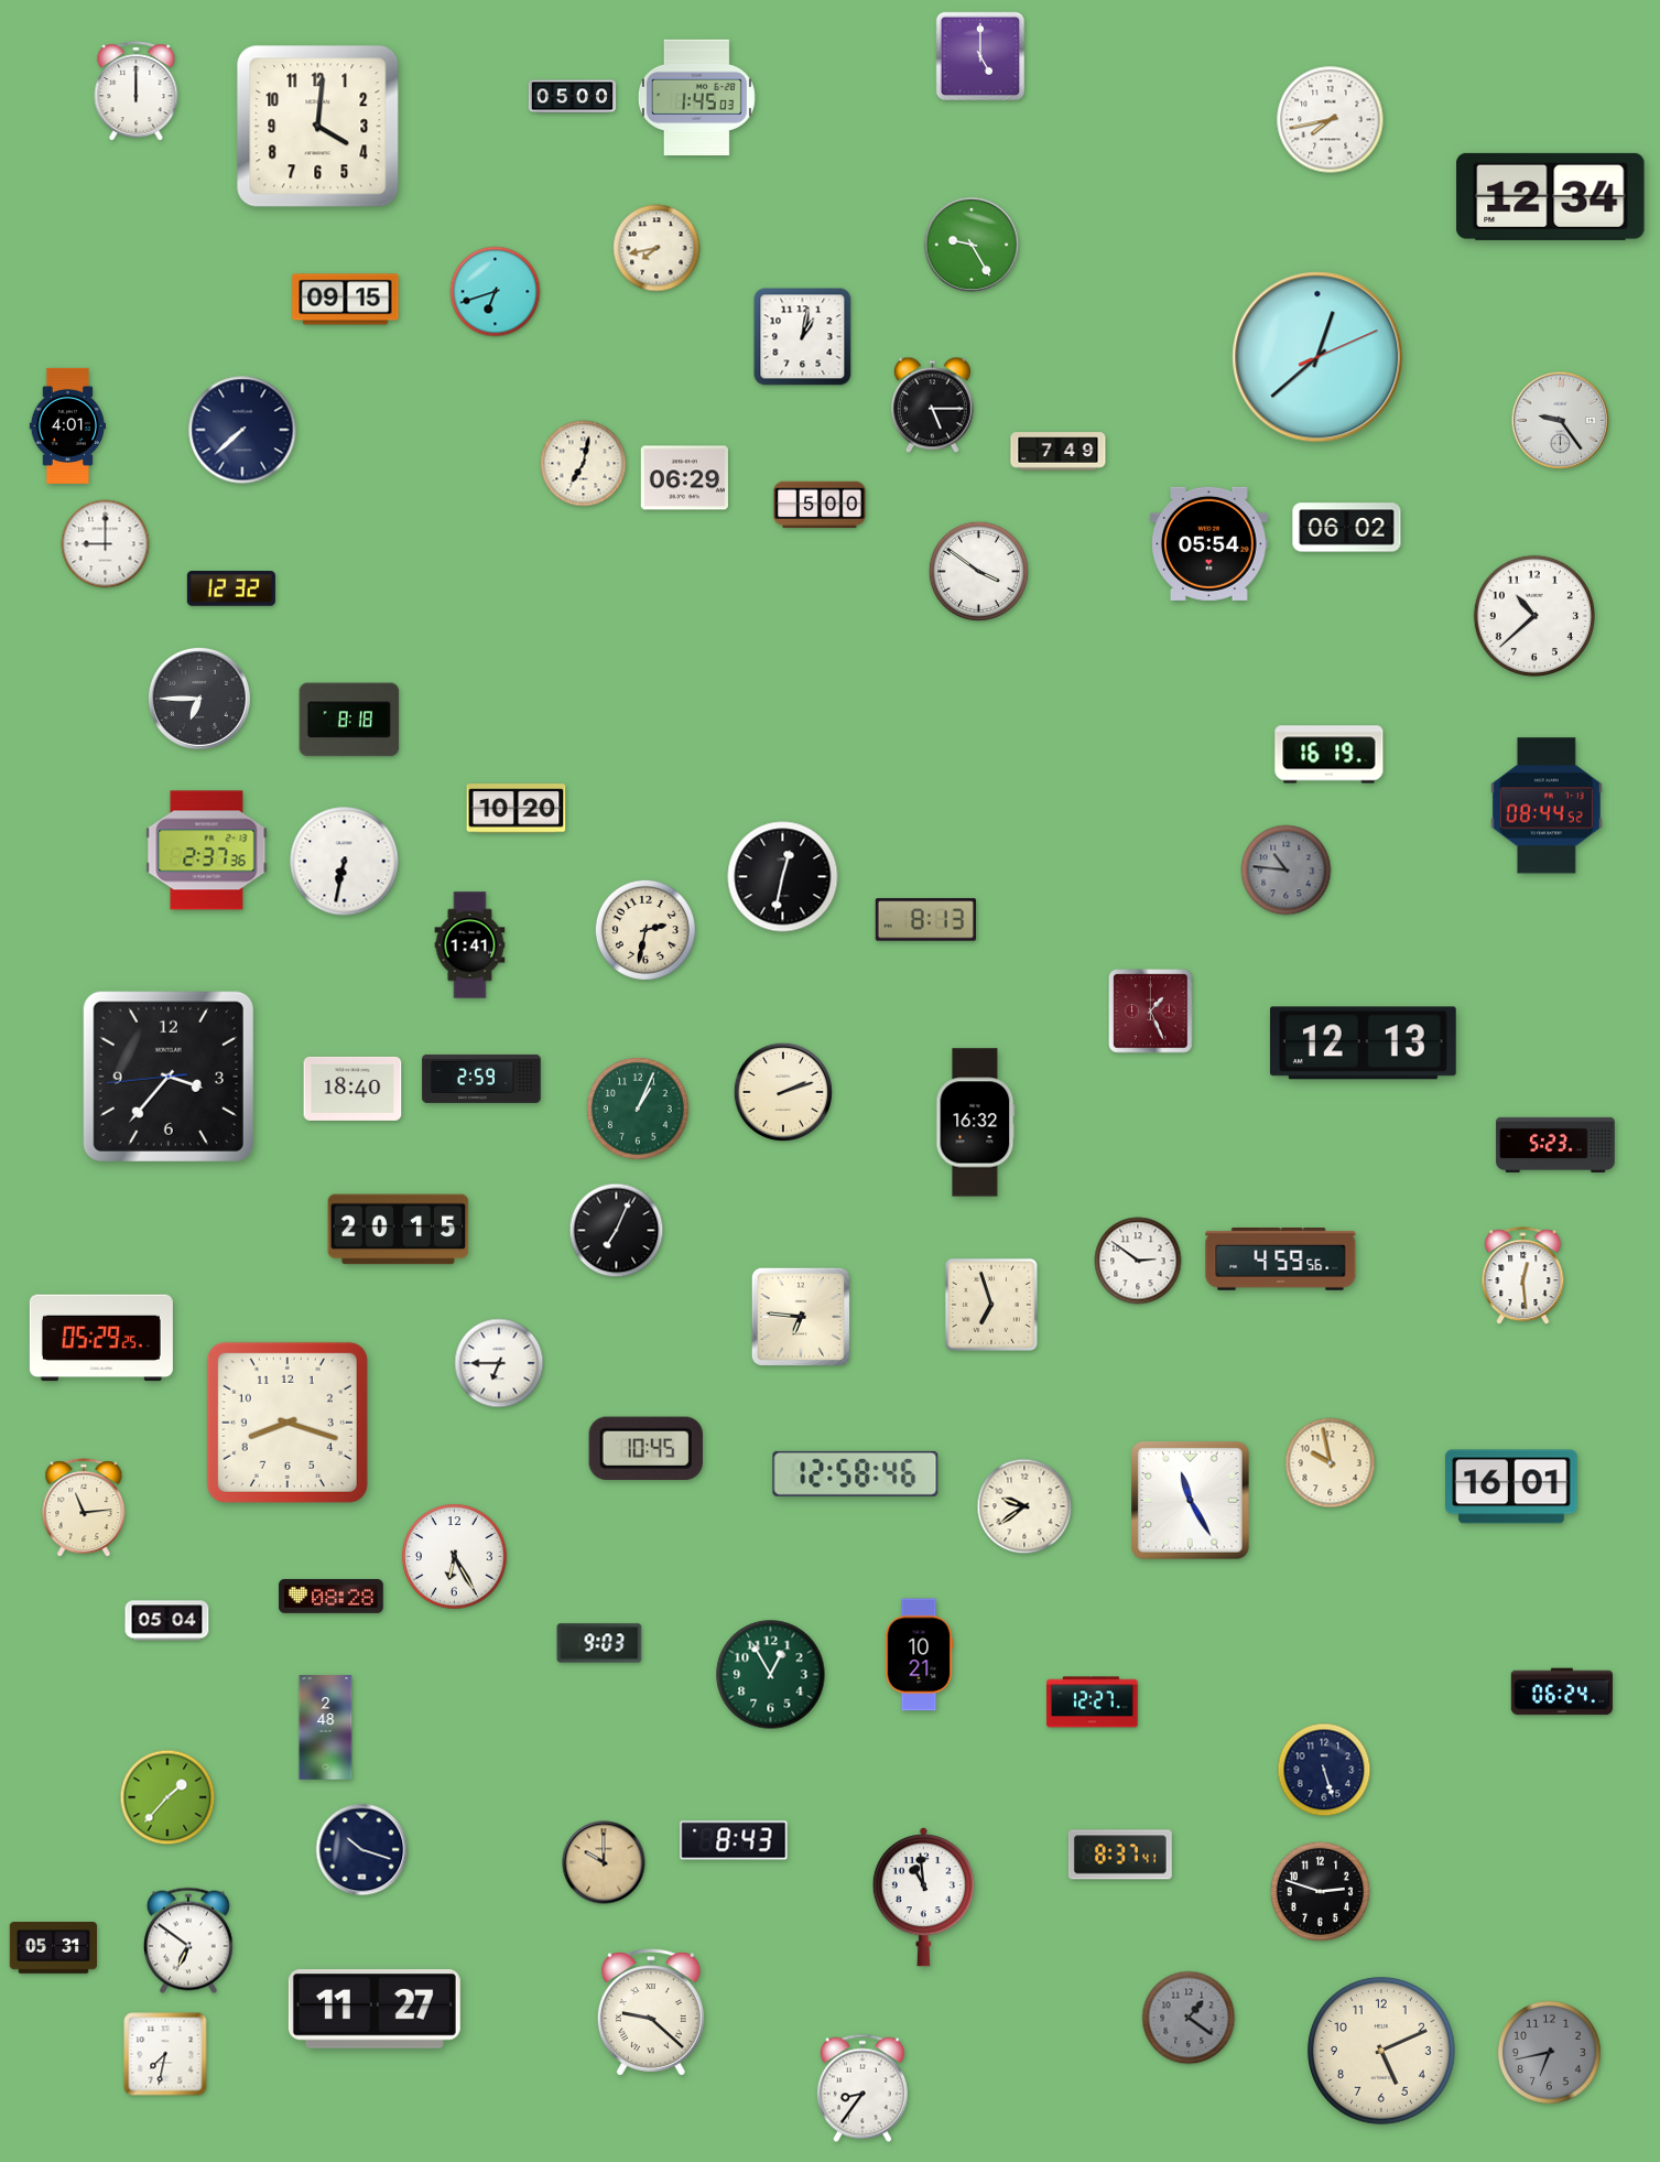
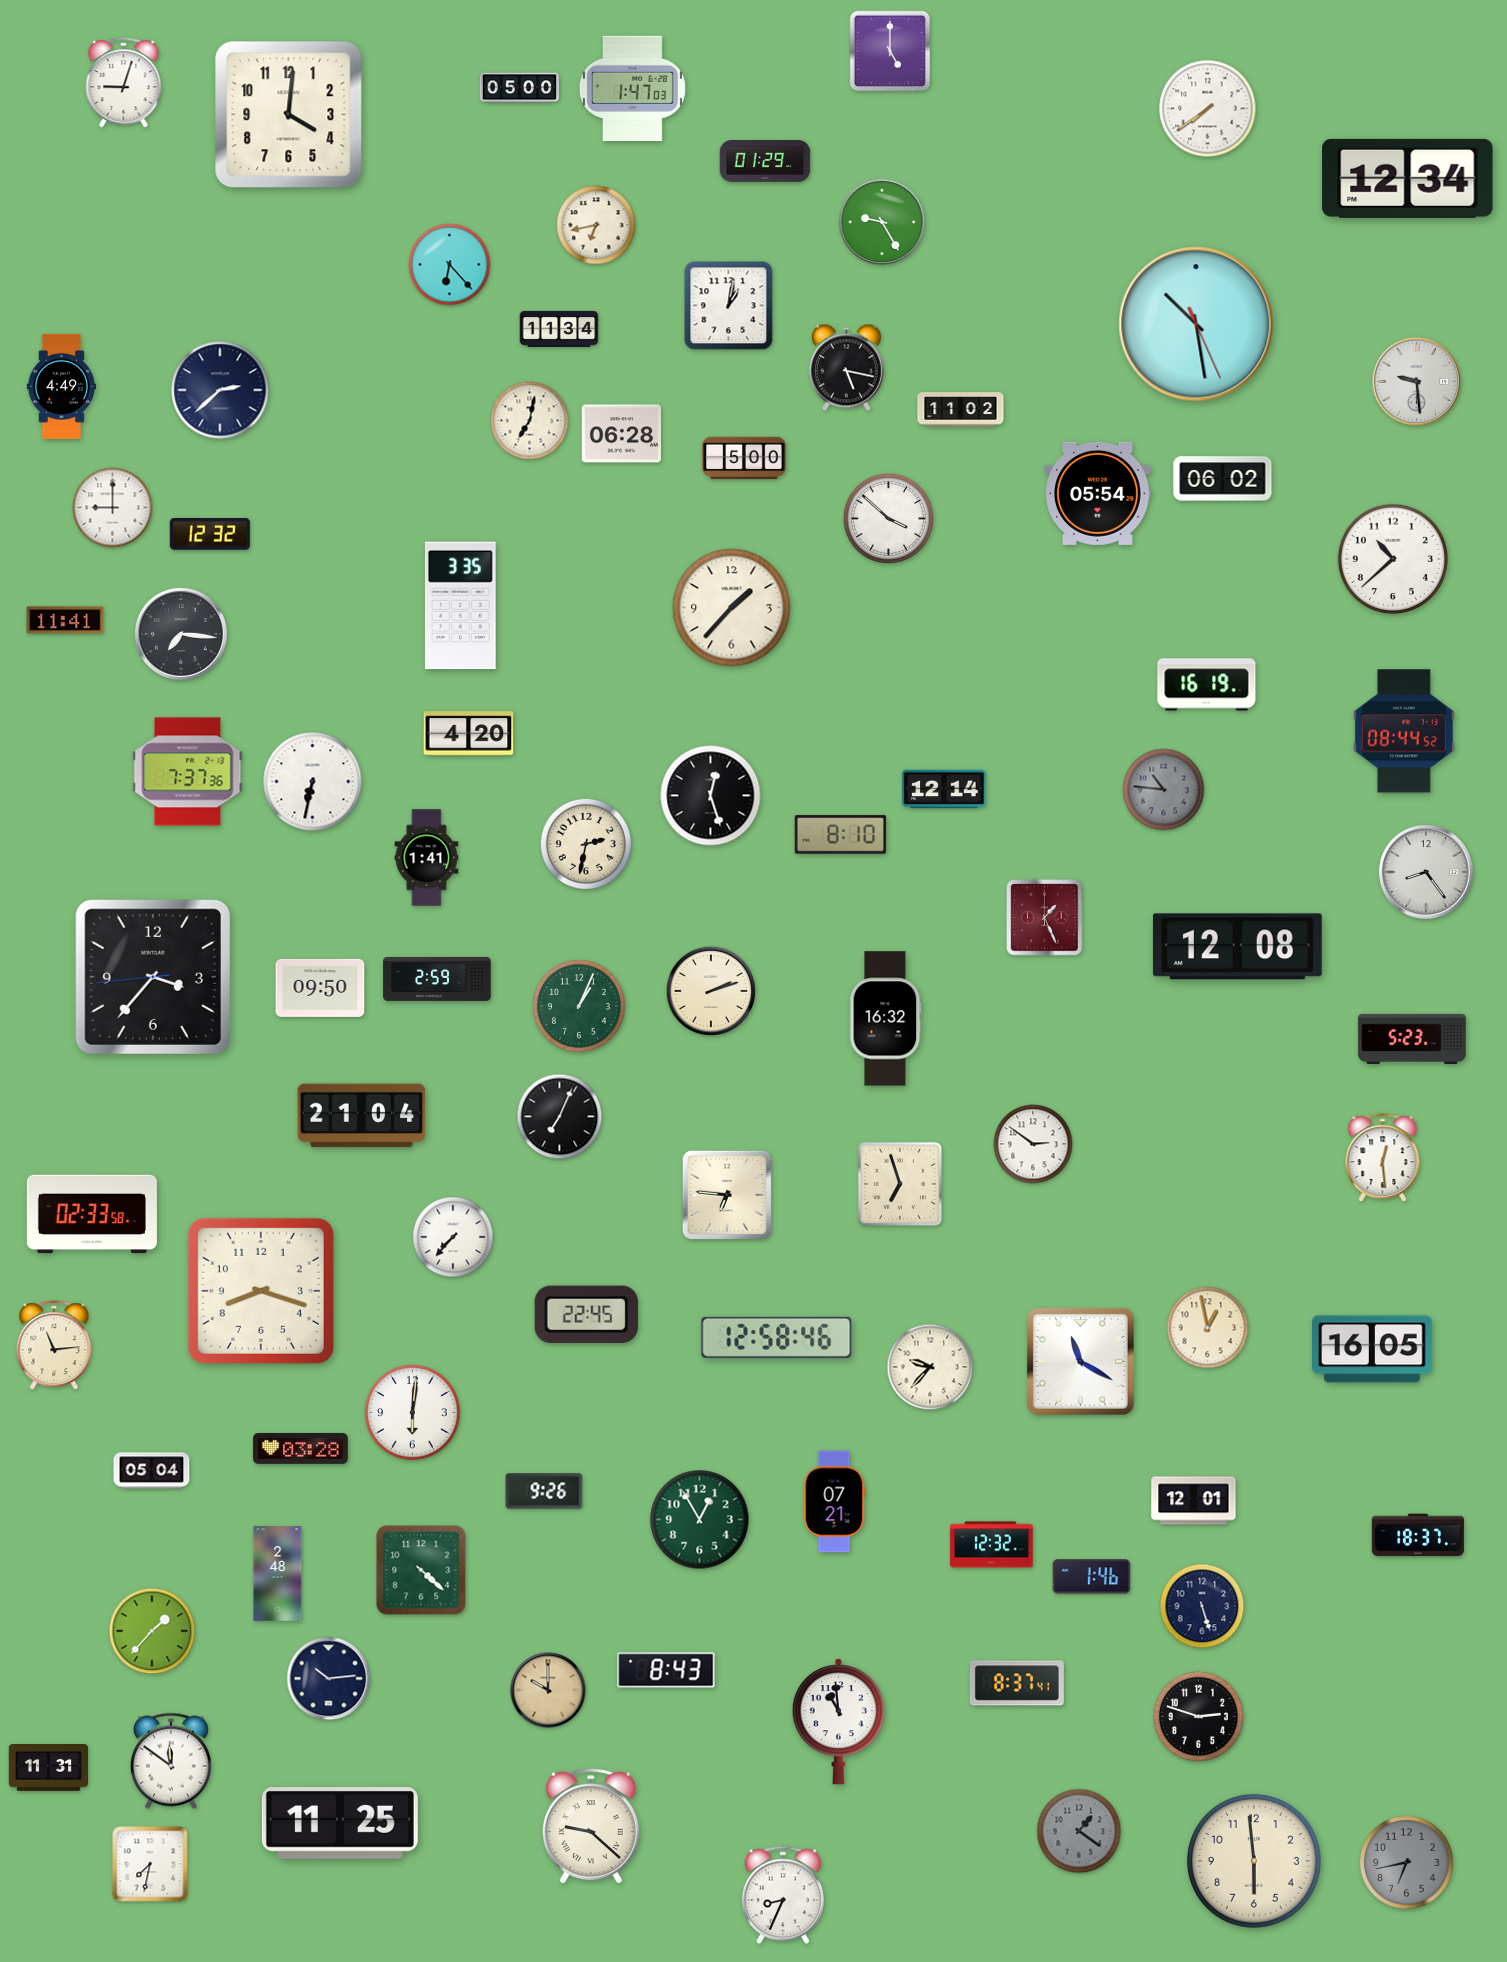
clock at (137, 91): 12:00 -> 9:03
clock at (696, 97): 1:45 -> 1:47
clock at (1331, 120): 7:43 -> 7:39
clock at (765, 162): none -> 01:29
clock at (657, 248): 7:43 -> 6:43
clock at (496, 292): 6:42 -> 6:23
clock at (346, 300): 09:15 -> none
clock at (1317, 357): 12:38 -> 10:28
clock at (559, 329): none -> 11:34
clock at (932, 406): 5:15 -> 5:17
clock at (1561, 421): 9:24 -> 9:29
clock at (67, 425): 4:01 -> 4:49
clock at (242, 430): 7:38 -> 2:38
clock at (1059, 452): 7:49 -> 11:02
clock at (684, 478): 06:29 -> 06:28
clock at (106, 544) position: (106, 544) -> (113, 508)
clock at (978, 571): 3:51 -> 3:52
clock at (460, 606): none -> 3:35
clock at (732, 608): none -> 1:37
clock at (65, 620): none -> 11:41
clock at (199, 699): 6:45 -> 7:16
clock at (349, 720): 8:18 -> none
clock at (517, 809): 10:20 -> 4:20
clock at (207, 851): 2:37 -> 7:37
clock at (944, 789): none -> 12:14
clock at (1287, 871) position: (1287, 871) -> (1164, 790)
clock at (783, 877): 12:32 -> 12:27
clock at (926, 920): 8:13 -> 8:10
clock at (1427, 873): none -> 8:24
clock at (1363, 1044): 12:13 -> 12:08
clock at (352, 1089): 18:40 -> 09:50
clock at (399, 1230): 20:15 -> 21:04
clock at (1281, 1260): 4:59 -> none
clock at (101, 1338): 05:29 -> 02:33
clock at (499, 1363): 6:45 -> 7:37
clock at (645, 1448): 10:45 -> 22:45
clock at (1331, 1463): 9:58 -> 12:58
clock at (1511, 1487): 16:01 -> 16:05
clock at (1191, 1501): 11:25 -> 11:20
clock at (1024, 1506): 9:39 -> 9:37
clock at (84, 1509) position: (84, 1509) -> (54, 1346)
clock at (455, 1557): 6:25 -> 6:01
clock at (332, 1597): 08:28 -> 03:28
clock at (599, 1643): 9:03 -> 9:26
clock at (1194, 1501): none -> 12:01
clock at (919, 1655): 10:21 -> 07:21
clock at (1562, 1691): 06:24 -> 18:37
clock at (1093, 1702): 12:27 -> 12:32
clock at (326, 1728) position: (326, 1728) -> (278, 1574)
clock at (421, 1570): none -> 4:22
clock at (1092, 1577): none -> 1:46
clock at (362, 1850): 10:18 -> 10:14
clock at (188, 1941): 6:51 -> 11:51
clock at (54, 1948): 05:31 -> 11:31
clock at (375, 2010): 11:27 -> 11:25
clock at (1381, 2051): 5:11 -> 5:59
clock at (862, 2088): 8:36 -> 8:34
